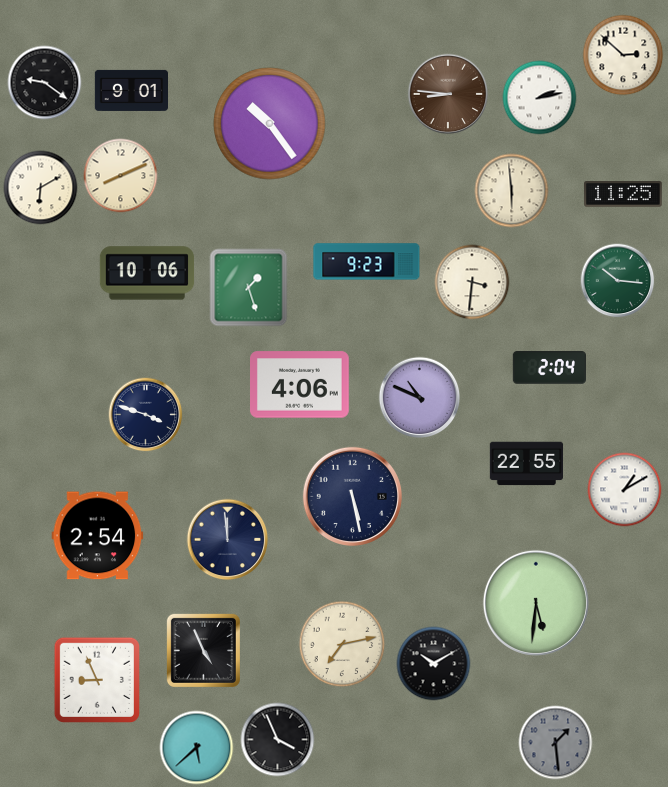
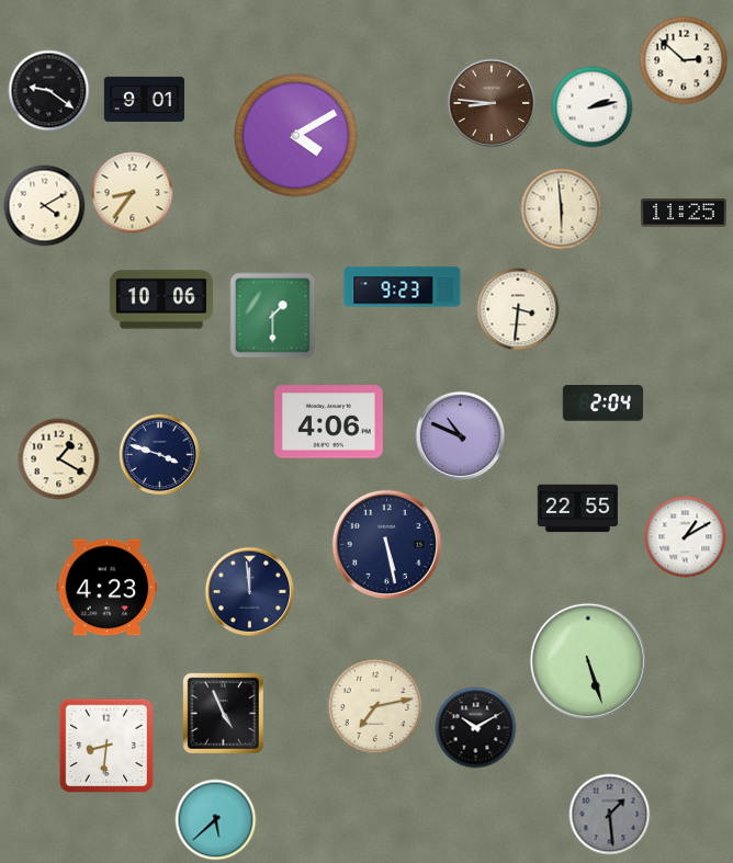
clock at (270, 124): 10:24 -> 4:10
clock at (121, 176): 8:11 -> 8:36
clock at (41, 188): 6:10 -> 4:10
clock at (618, 281): 10:16 -> none
clock at (249, 288): 1:27 -> 1:30
clock at (59, 459): none -> 1:20
clock at (98, 536): 2:54 -> 4:23
clock at (536, 603): 5:31 -> 5:27
clock at (96, 679): 8:56 -> 8:31
clock at (278, 740): 3:56 -> none
